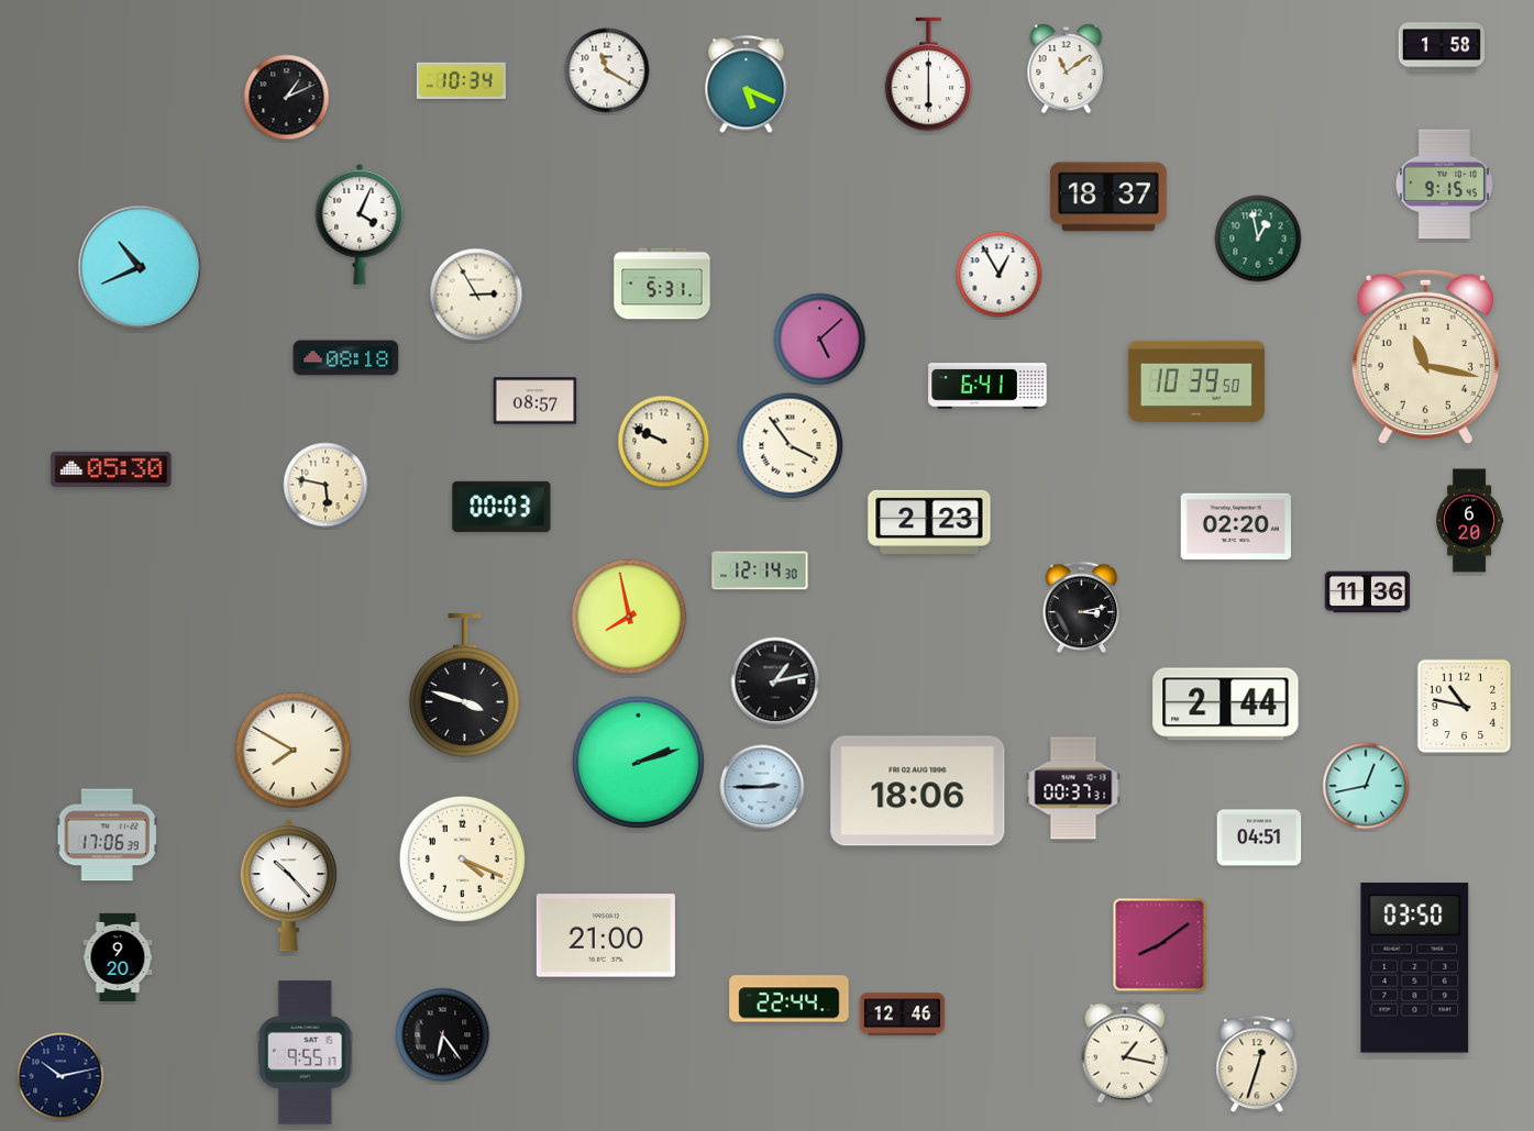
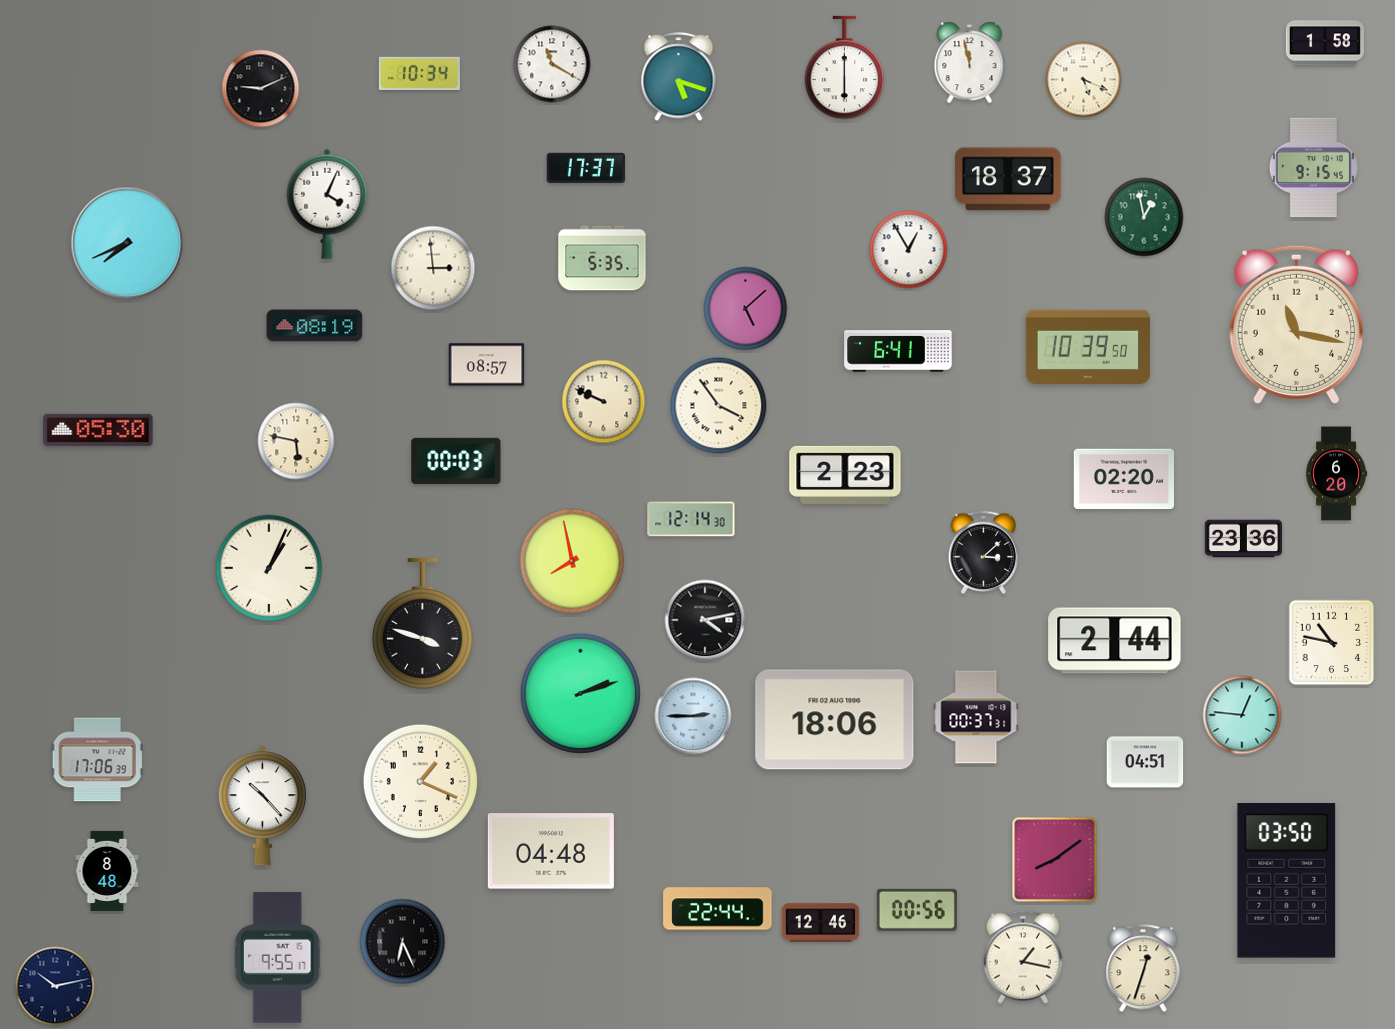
clock at (1441, 47) position: (1441, 47) -> (1324, 43)
clock at (1067, 69): 11:09 -> 11:58
clock at (747, 85): 5:19 -> 5:18
clock at (1084, 80): none -> 5:19
clock at (287, 98): 1:11 -> 9:11
clock at (586, 168): none -> 17:37
clock at (140, 267): 10:41 -> 7:41
clock at (662, 284): 5:31 -> 5:35
clock at (476, 295): 2:55 -> 2:59
clock at (346, 358): 08:18 -> 08:19
clock at (111, 469) position: (111, 469) -> (98, 430)
clock at (1368, 592): 11:36 -> 23:36
clock at (1082, 608): 3:13 -> 3:08
clock at (269, 568): none -> 1:04
clock at (775, 681): 1:13 -> 4:13
clock at (294, 751): 7:50 -> none
clock at (1366, 786): 12:43 -> 12:46
clock at (462, 858): 4:19 -> 1:19
clock at (606, 935): 21:00 -> 04:48
clock at (118, 957): 9:20 -> 8:48
clock at (917, 910): none -> 00:56
clock at (443, 1035): 6:24 -> 6:26
clock at (60, 1076) position: (60, 1076) -> (55, 986)
